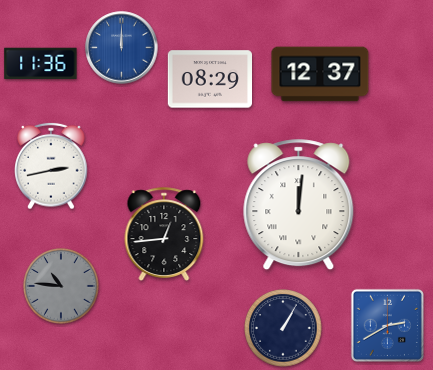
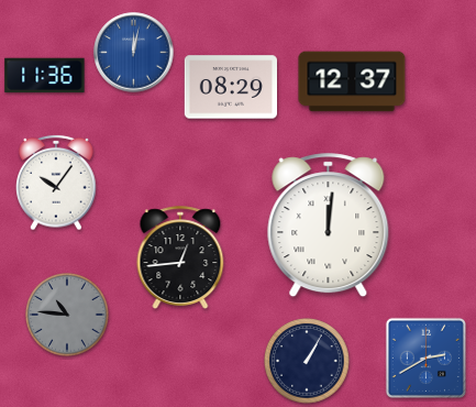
clock at (122, 48): 12:00 -> 12:02
clock at (41, 64) position: (41, 64) -> (45, 76)
clock at (51, 166): 2:43 -> 10:06
clock at (283, 328) position: (283, 328) -> (307, 361)
